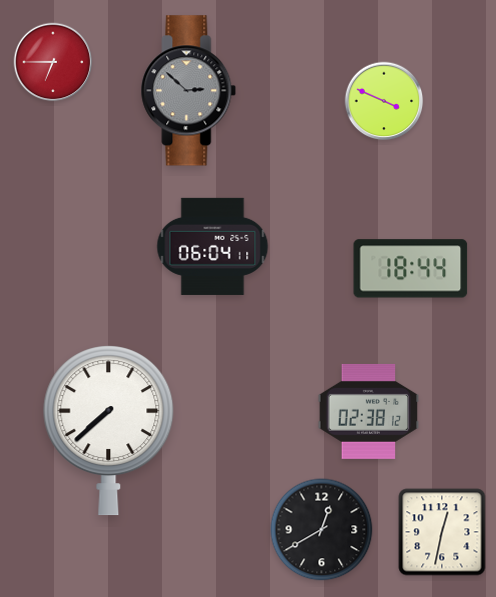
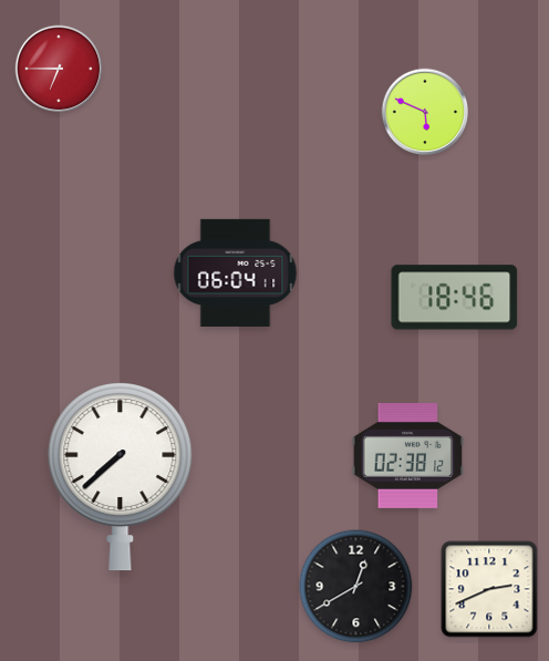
clock at (189, 91): 2:52 -> none
clock at (384, 101): 3:49 -> 5:49
clock at (411, 269): 18:44 -> 18:46
clock at (442, 532): 12:32 -> 2:41
